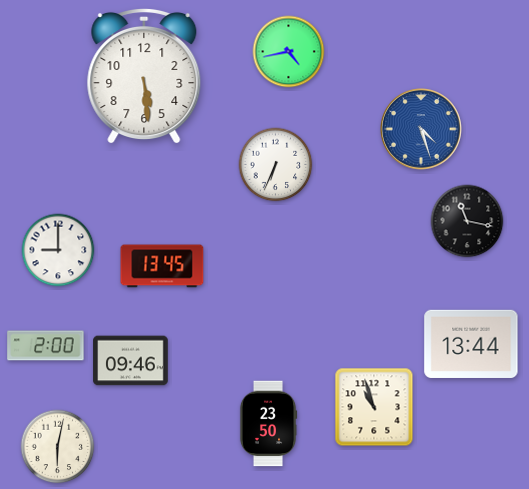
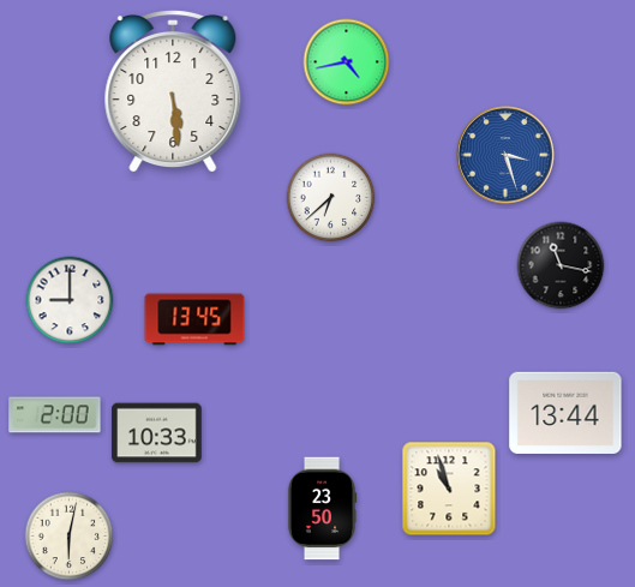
clock at (422, 130): 4:27 -> 3:27
clock at (276, 165): 6:34 -> 6:38
clock at (131, 361): 09:46 -> 10:33
